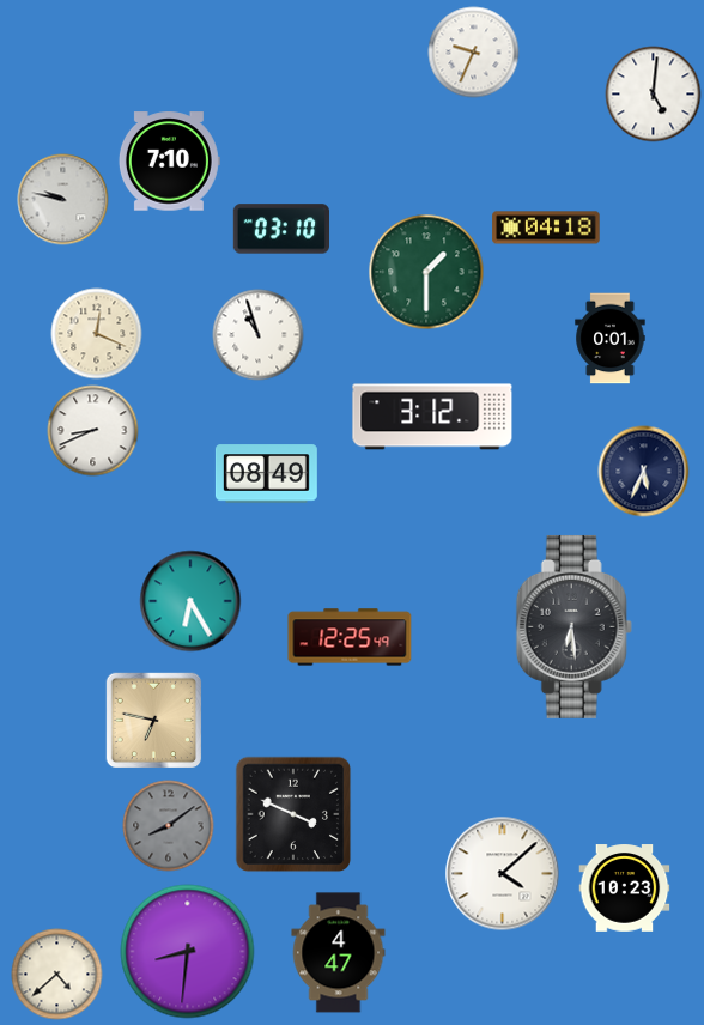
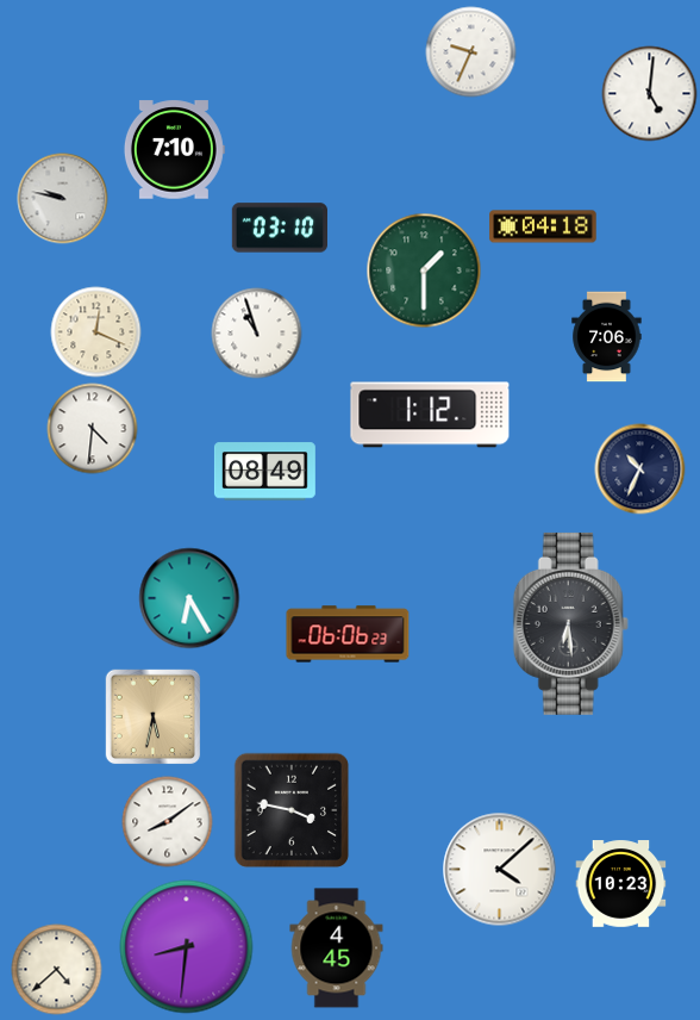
clock at (169, 162) position: (169, 162) -> (174, 150)
clock at (611, 339): 0:01 -> 7:06
clock at (432, 417): 3:12 -> 1:12
clock at (93, 431): 8:41 -> 4:31
clock at (644, 472): 5:34 -> 10:34
clock at (350, 637): 12:25 -> 06:06
clock at (154, 721): 6:47 -> 5:32
clock at (293, 814): 3:49 -> 3:47
clock at (169, 826) dial: grey -> white
clock at (339, 953): 4:47 -> 4:45
